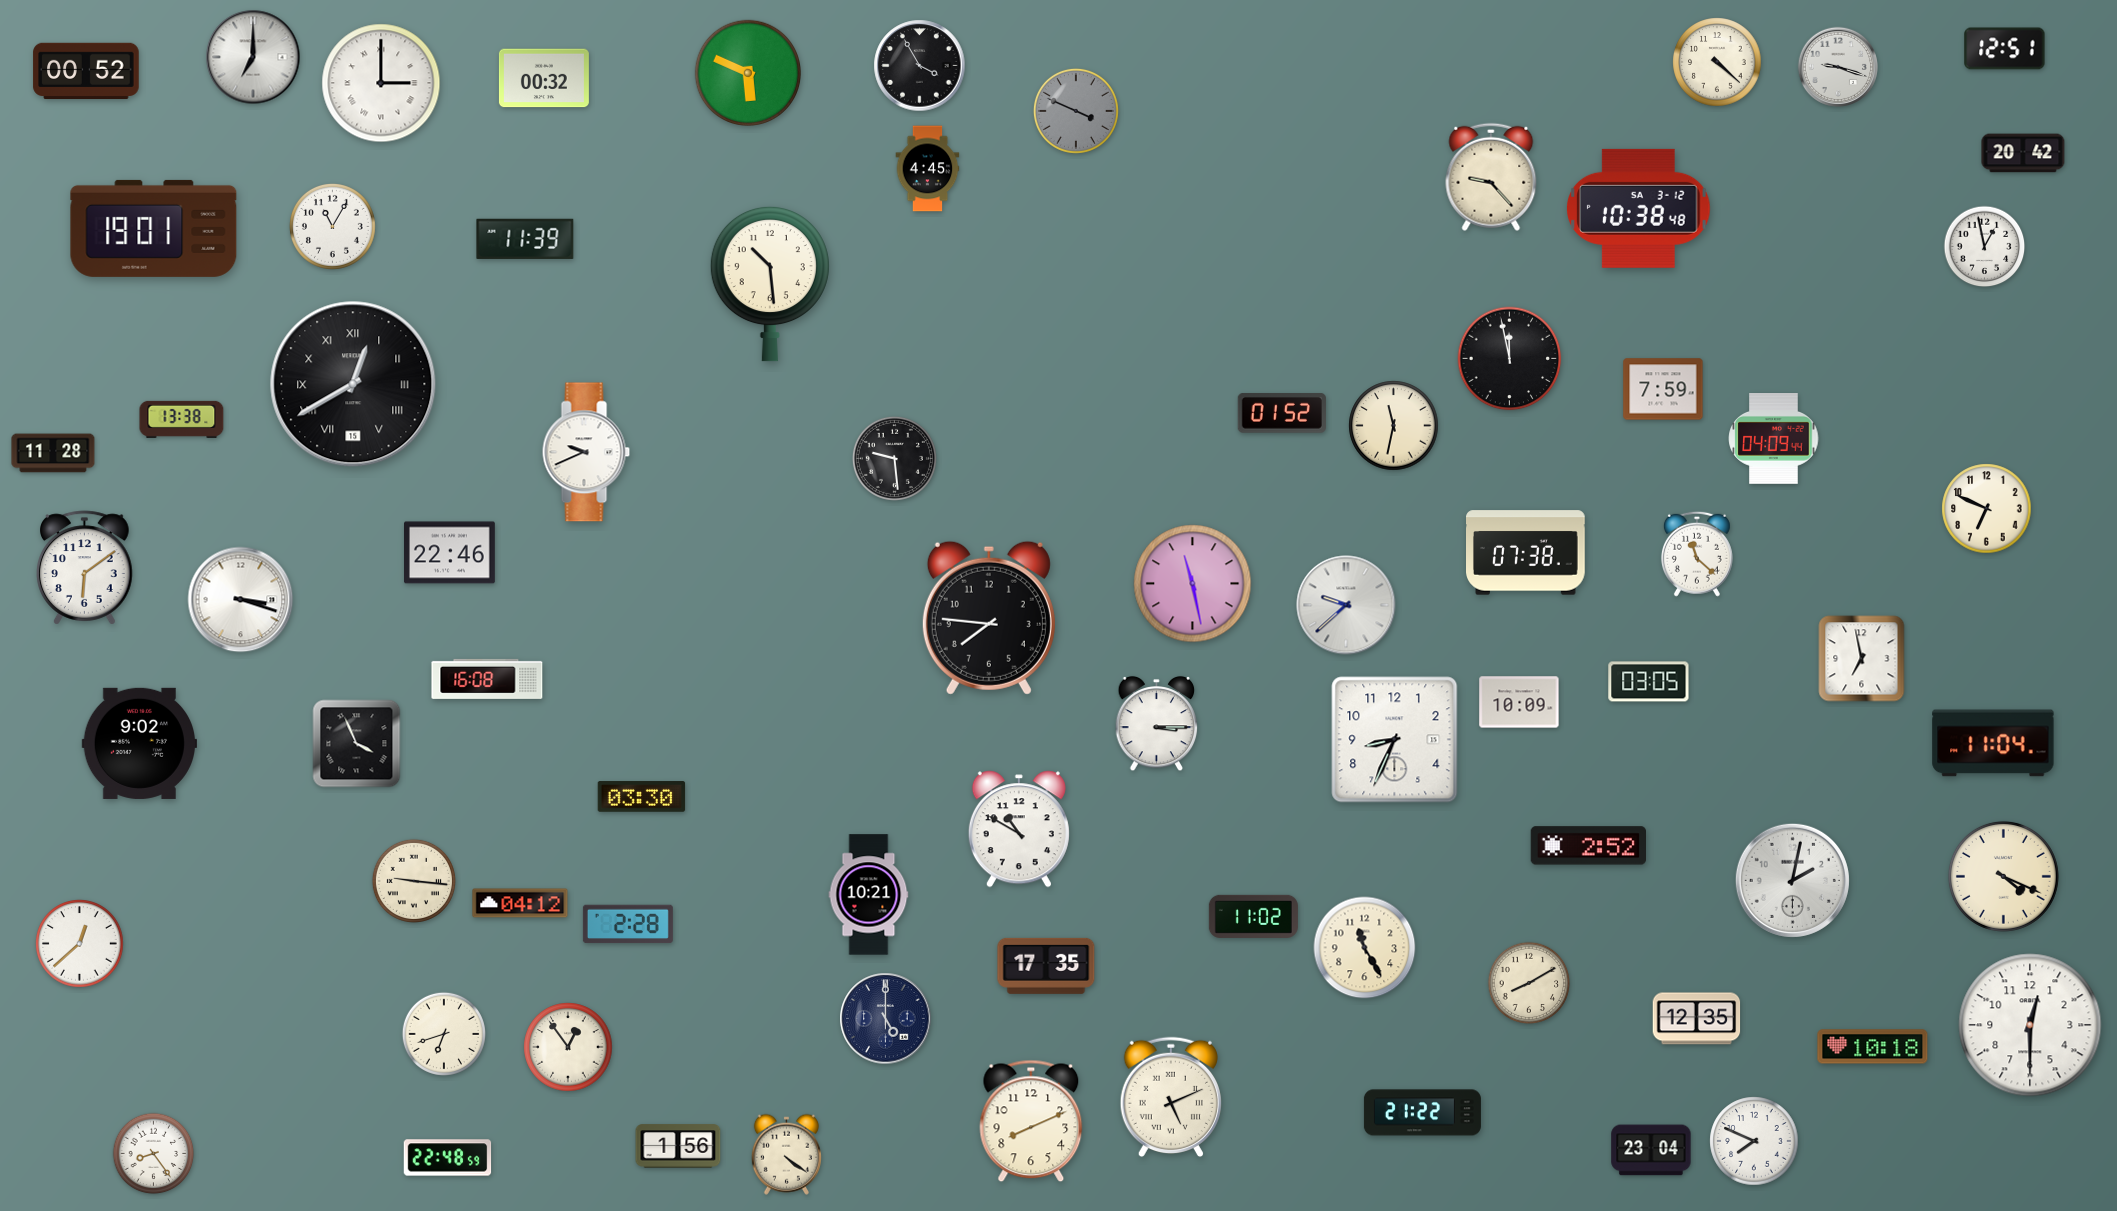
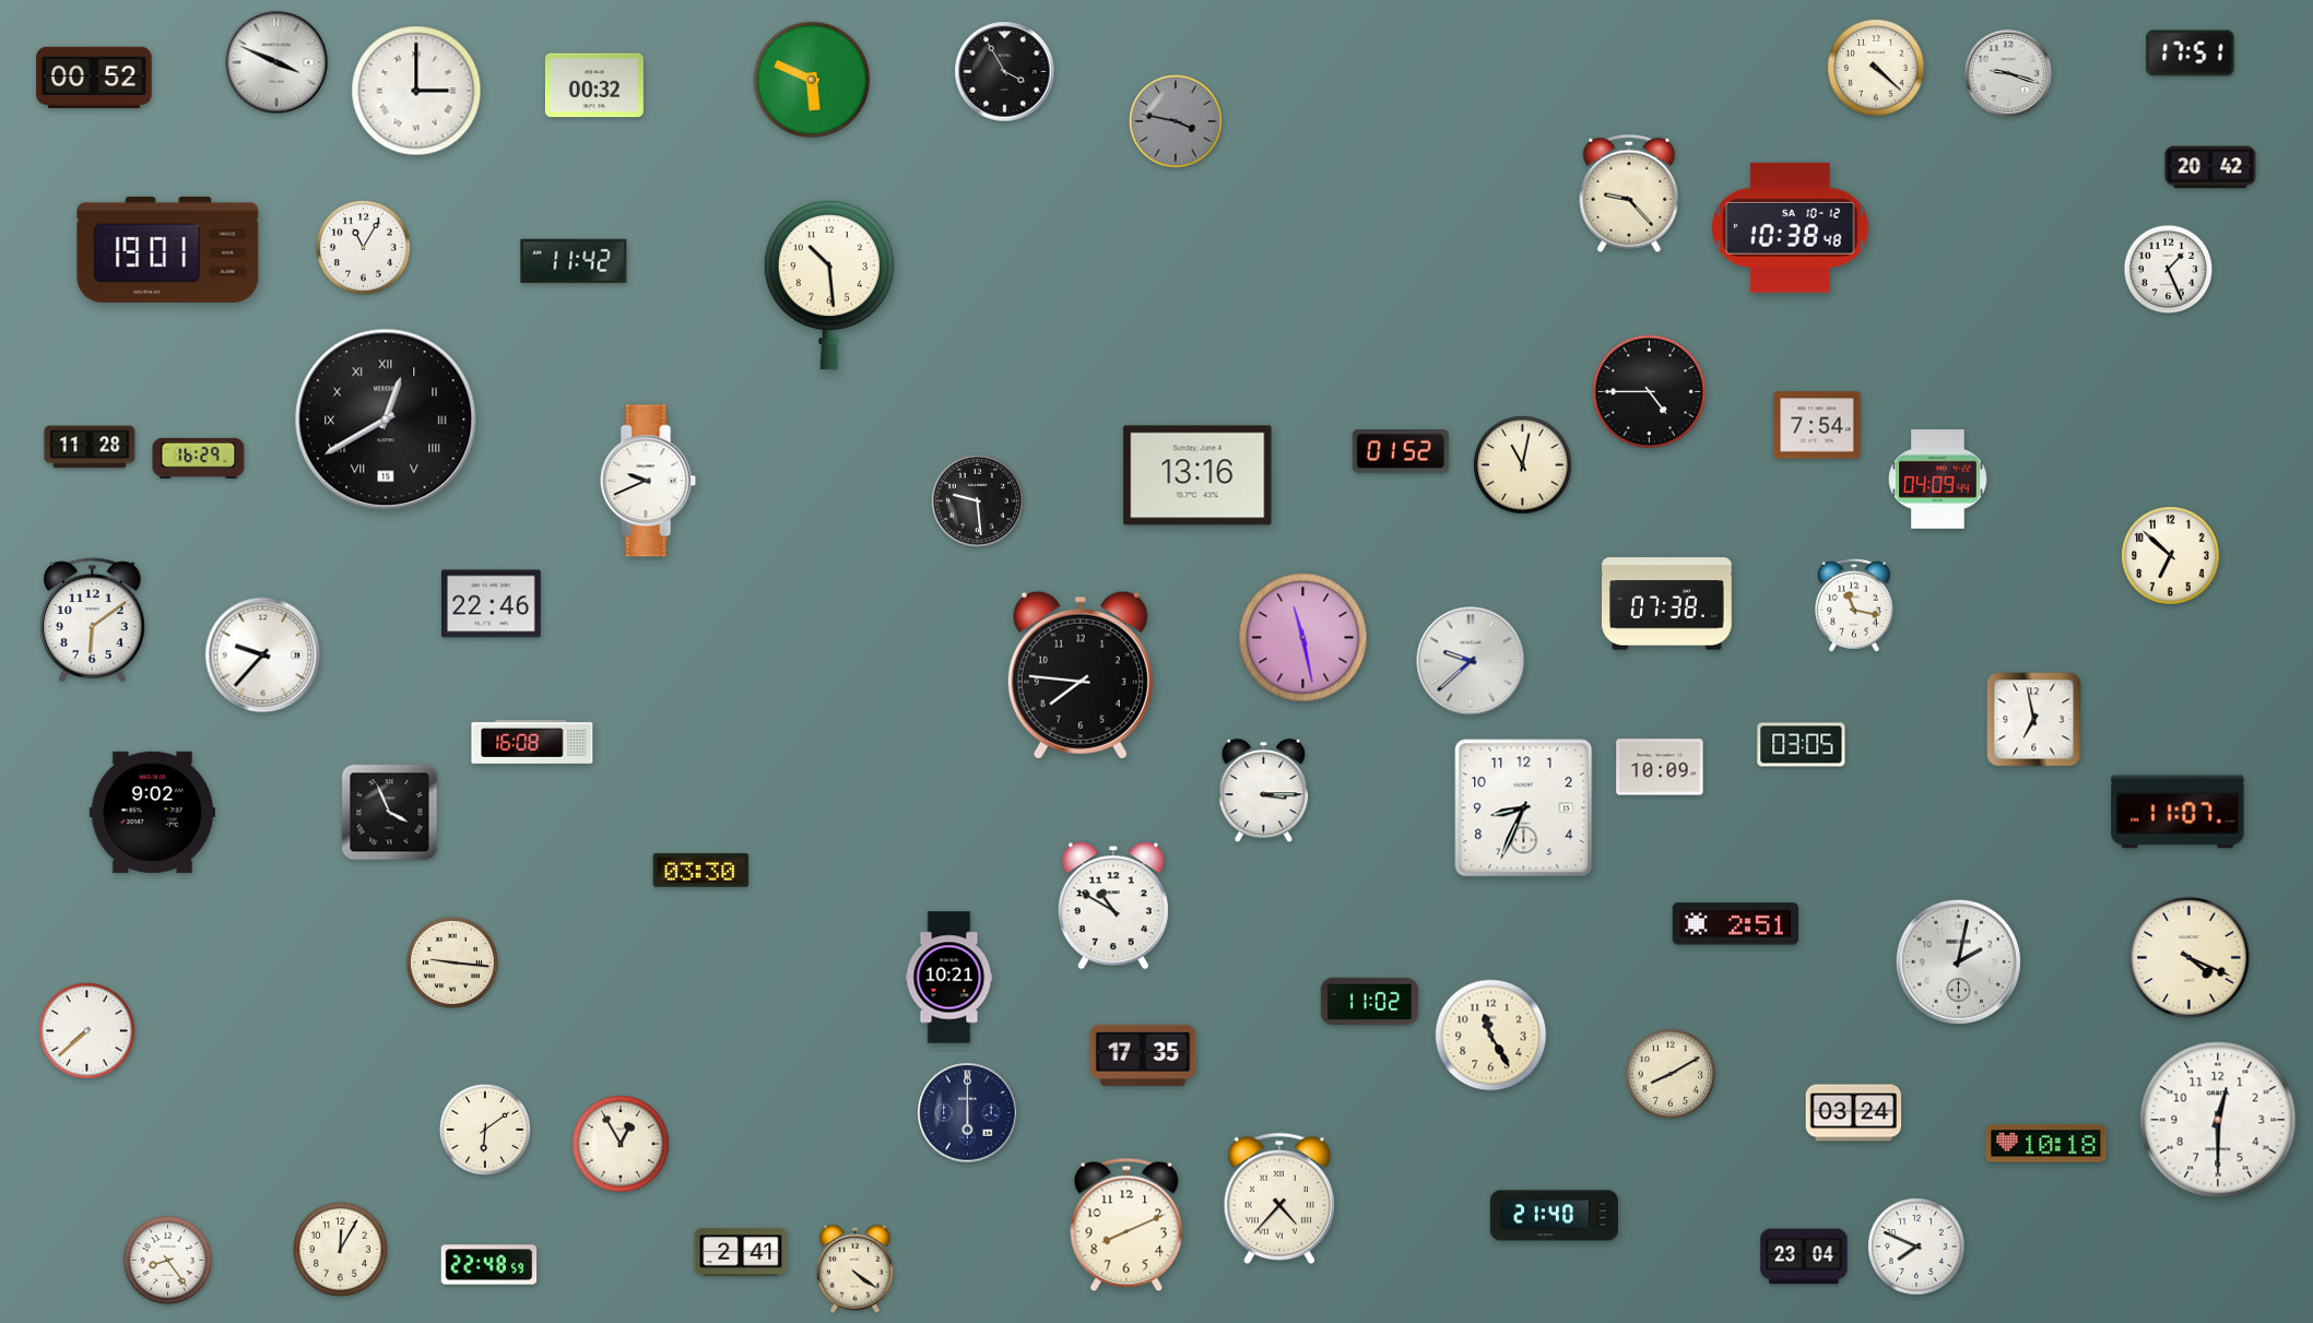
clock at (2005, 49): 12:51 -> 17:51
clock at (253, 57): 7:00 -> 3:49
clock at (747, 72) position: (747, 72) -> (811, 79)
clock at (1076, 111): 3:49 -> 3:47
clock at (928, 169): 4:45 -> none
clock at (1639, 208) date: SA 3-12 -> SA 10-12
clock at (525, 239): 11:39 -> 11:42
clock at (1985, 247): 12:58 -> 1:26
clock at (770, 284) position: (770, 284) -> (829, 285)
clock at (1510, 359): 11:58 -> 4:45
clock at (1663, 389): 7:59 -> 7:54
clock at (182, 419): 13:38 -> 16:29
clock at (1394, 426): 11:32 -> 11:02
clock at (1197, 475): none -> 13:16
clock at (586, 452) position: (586, 452) -> (648, 481)
clock at (53, 453) position: (53, 453) -> (90, 447)
clock at (1987, 509): 6:49 -> 6:52
clock at (1697, 554): 11:22 -> 11:17
clock at (241, 600): 3:18 -> 9:37
clock at (1993, 743): 11:04 -> 11:07
clock at (1588, 846): 2:52 -> 2:51
clock at (520, 903): 04:12 -> none
clock at (628, 924): 2:28 -> none
clock at (80, 944): 12:38 -> 7:38
clock at (886, 1019): 5:00 -> 6:00
clock at (1697, 1019): 12:35 -> 03:24
clock at (444, 1034): 6:42 -> 6:09
clock at (568, 1047): 12:54 -> 12:55
clock at (1171, 1097): 5:11 -> 4:37
clock at (1422, 1113): 21:22 -> 21:40
clock at (340, 1249): none -> 12:05
clock at (678, 1146): 1:56 -> 2:41
clock at (786, 1154) position: (786, 1154) -> (854, 1268)
